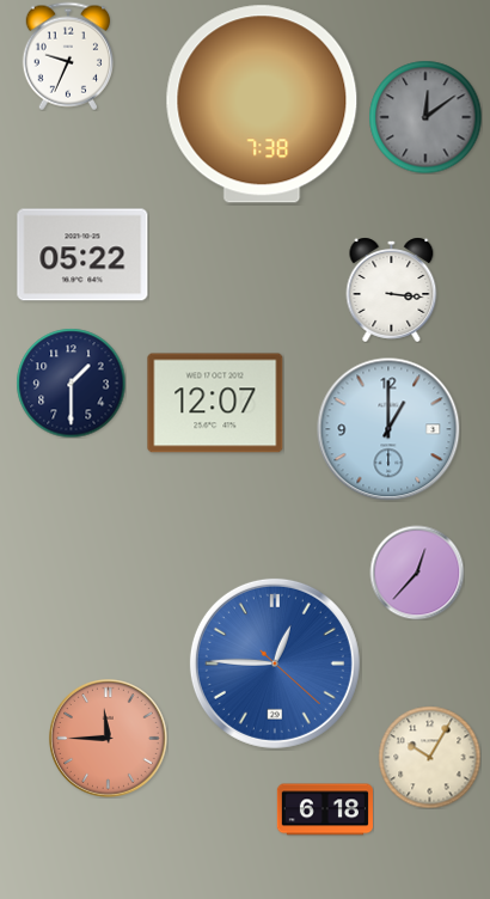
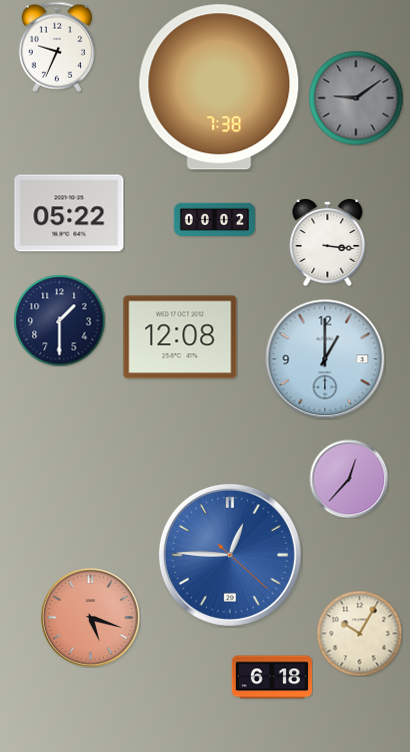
clock at (425, 117): 12:09 -> 9:09
clock at (214, 220): none -> 00:02
clock at (215, 403): 12:07 -> 12:08
clock at (108, 738): 11:45 -> 5:18
